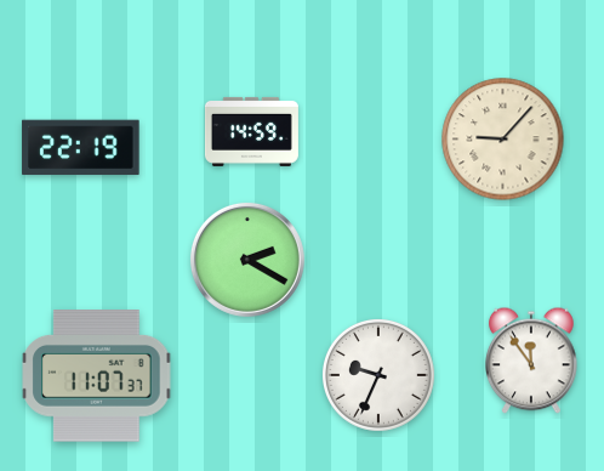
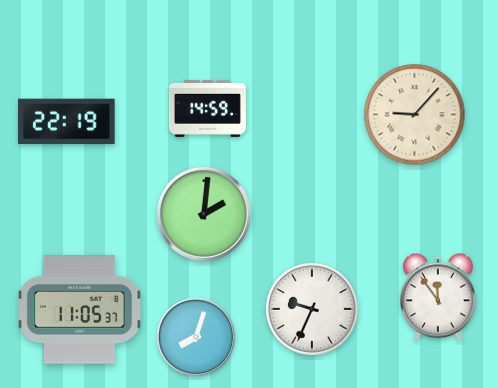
clock at (247, 260): 2:20 -> 2:01
clock at (97, 376): 11:07 -> 11:05
clock at (196, 337): none -> 8:03
